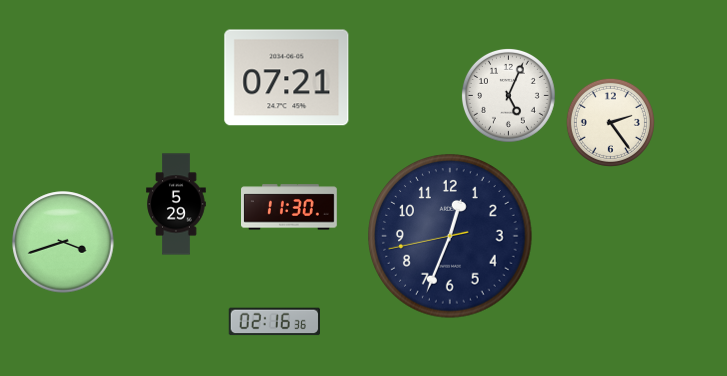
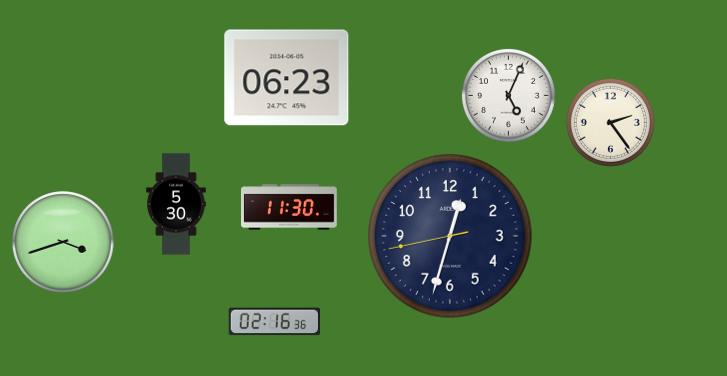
clock at (287, 78): 07:21 -> 06:23
clock at (176, 204): 5:29 -> 5:30
clock at (450, 236): 12:33 -> 12:32
